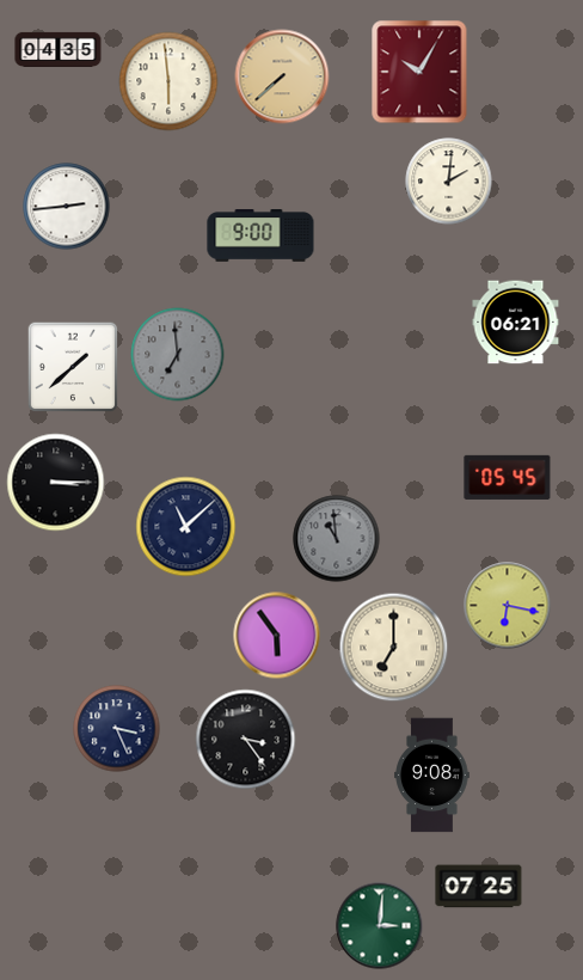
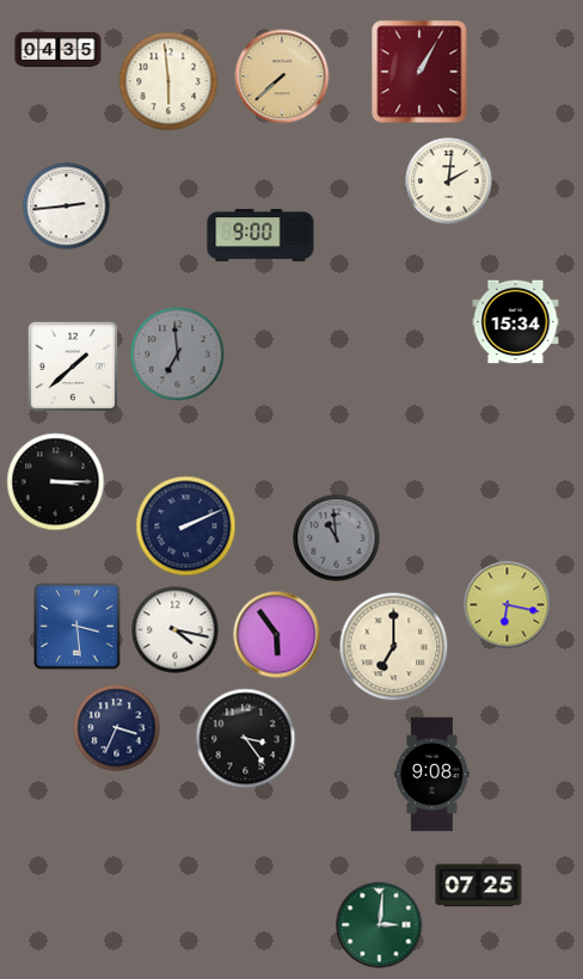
clock at (419, 72): 10:05 -> 1:05
clock at (516, 323): 06:21 -> 15:34
clock at (508, 477): 05:45 -> none
clock at (186, 527): 11:08 -> 2:11
clock at (78, 627): none -> 3:29
clock at (176, 630): none -> 4:17
clock at (117, 729): 3:26 -> 3:34
